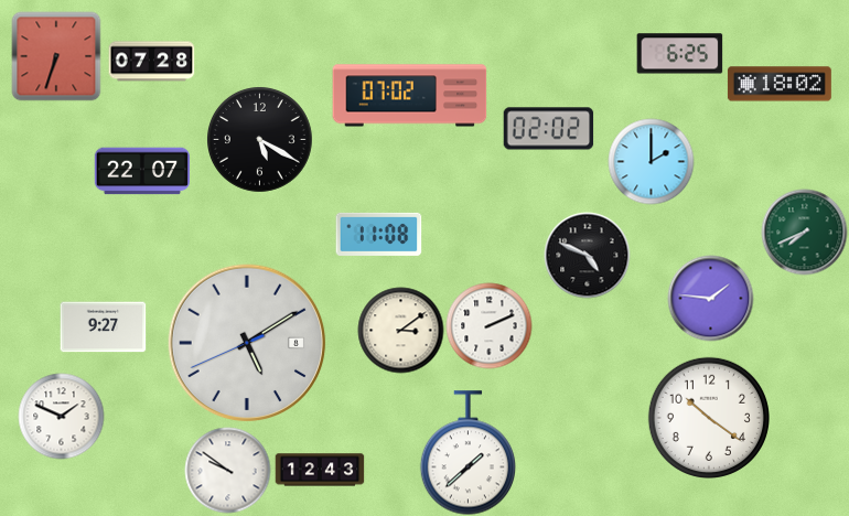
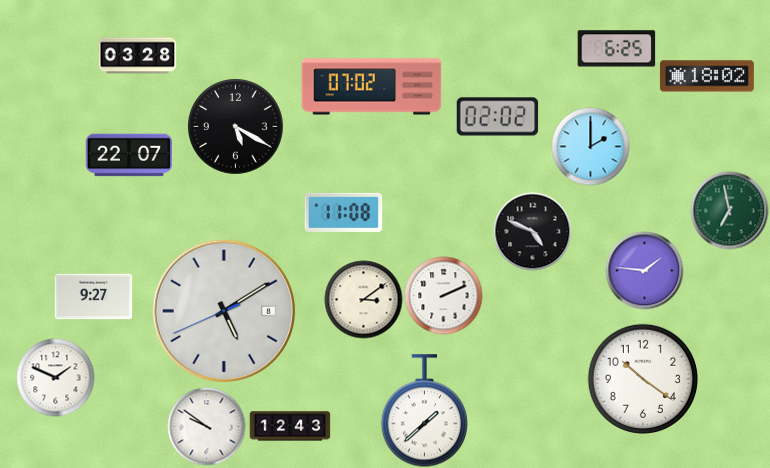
clock at (56, 56): 6:33 -> none
clock at (151, 62): 07:28 -> 03:28
clock at (804, 232): 7:41 -> 6:58
